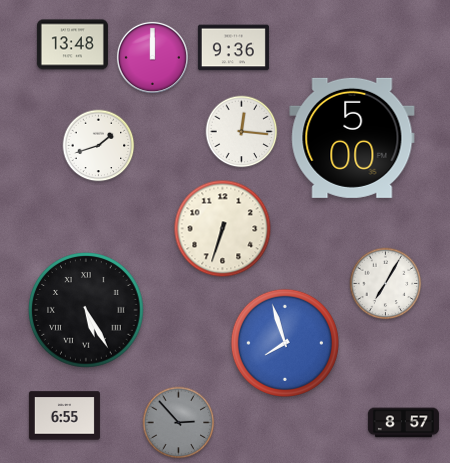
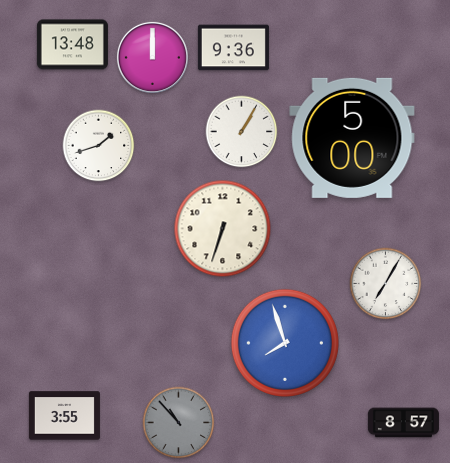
clock at (242, 132): 12:16 -> 1:05
clock at (86, 310): 5:25 -> none
clock at (64, 416): 6:55 -> 3:55
clock at (179, 423): 2:53 -> 10:53
